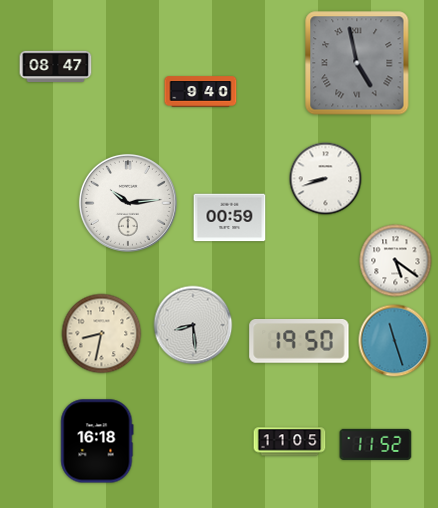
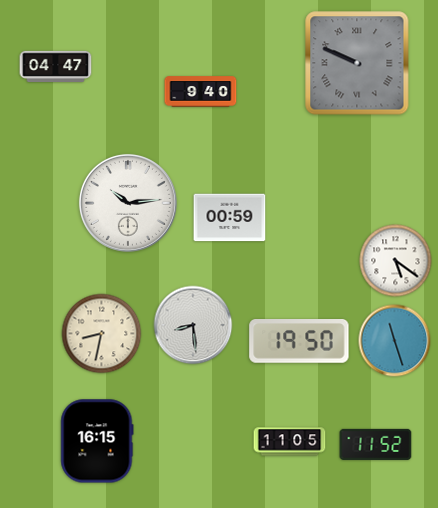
clock at (357, 63): 4:58 -> 9:49
clock at (56, 66): 08:47 -> 04:47
clock at (326, 179): 8:42 -> none
clock at (97, 441): 16:18 -> 16:15
